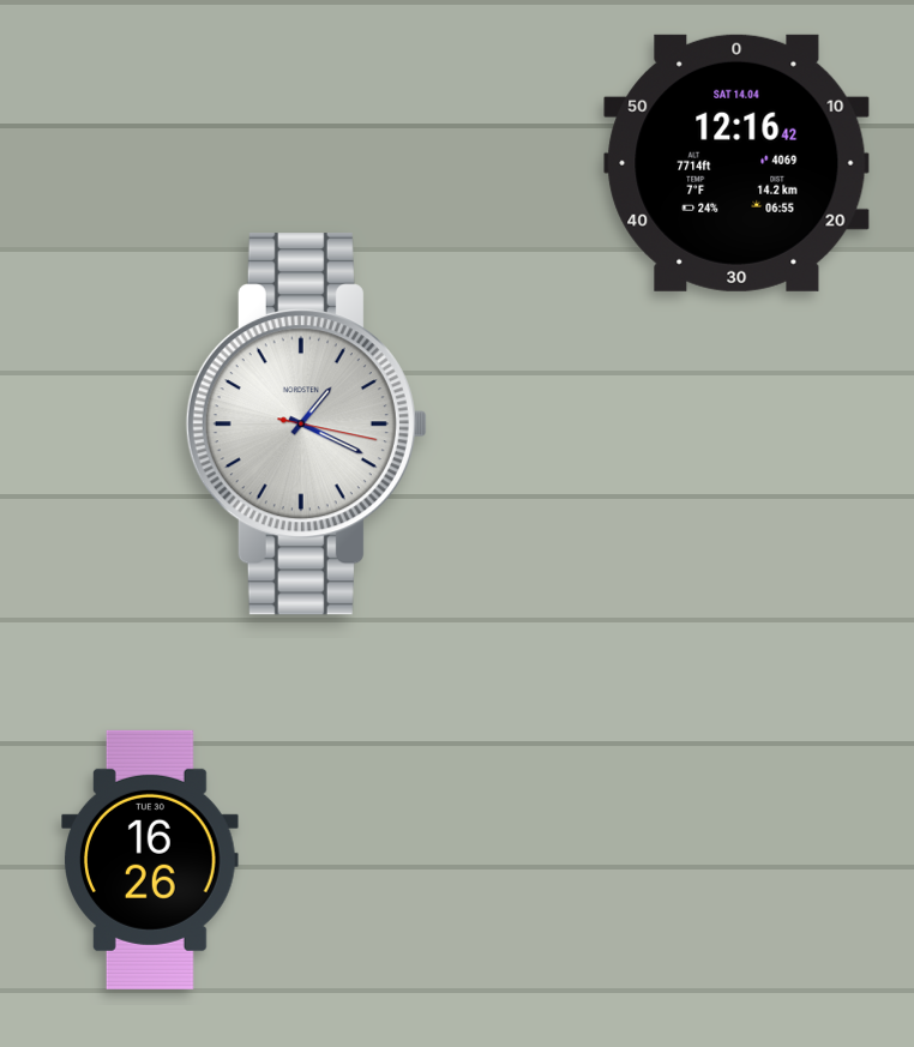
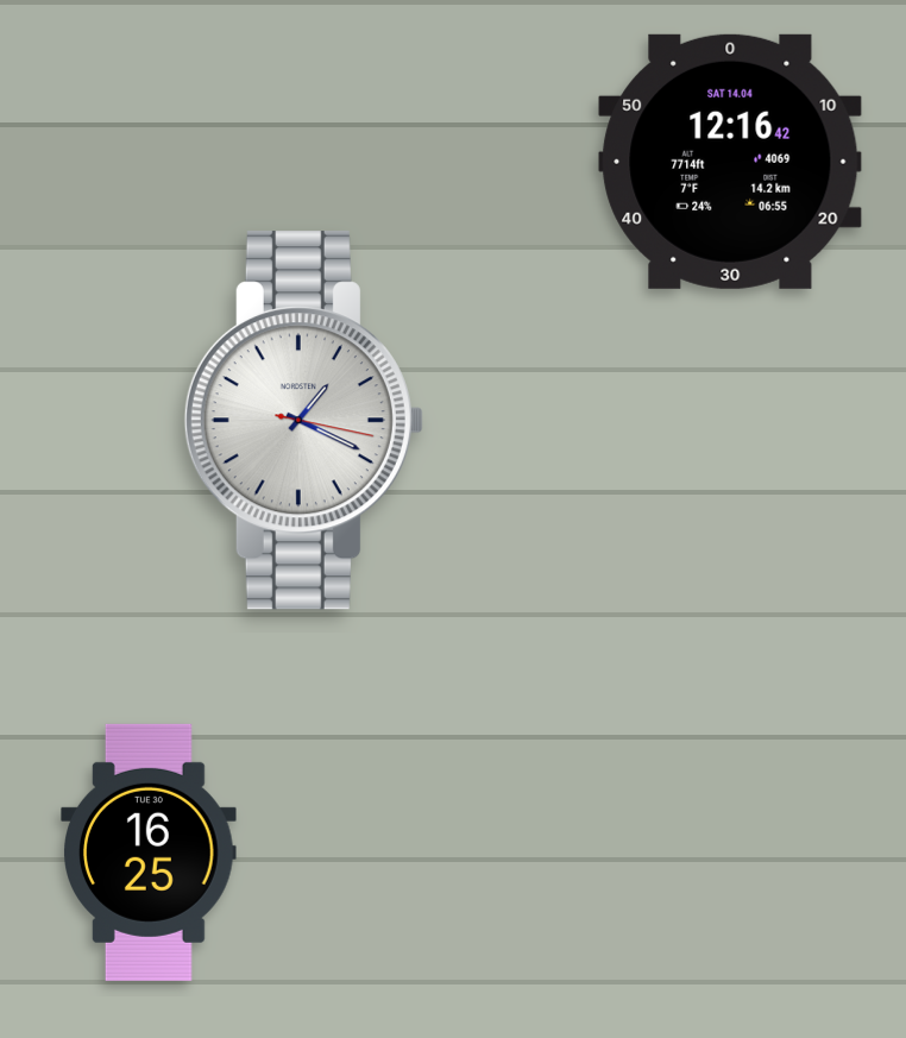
clock at (151, 860): 16:26 -> 16:25
